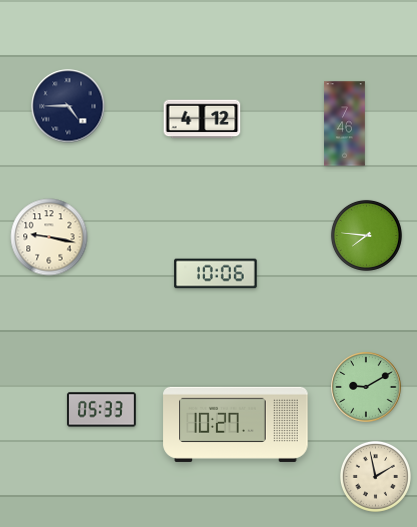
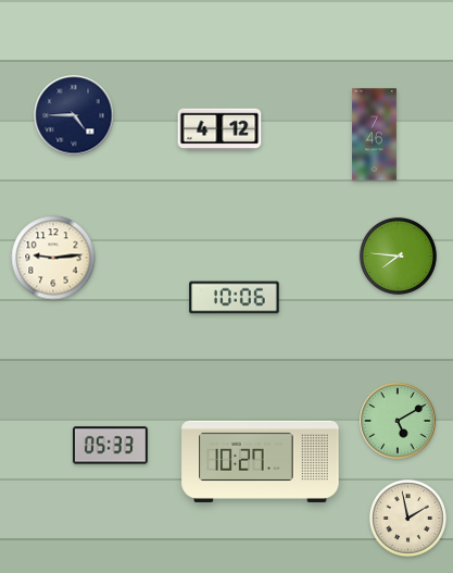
clock at (49, 237): 9:17 -> 9:14
clock at (366, 387): 9:10 -> 5:10
clock at (236, 424) position: (236, 424) -> (261, 461)
